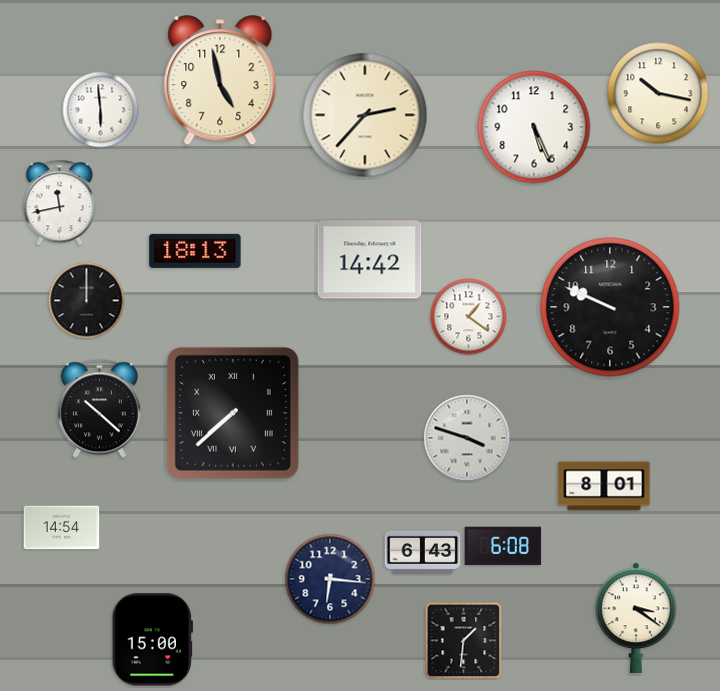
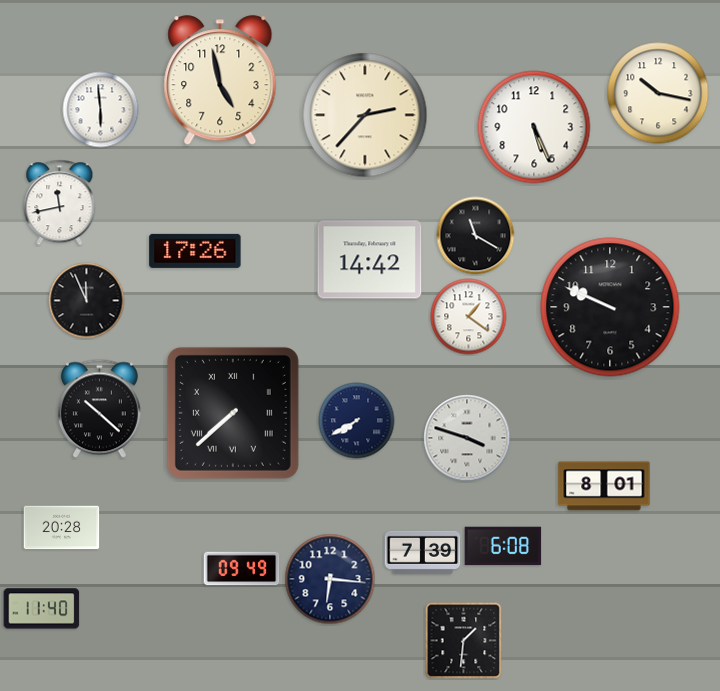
clock at (476, 236): none -> 11:20
clock at (195, 251): 18:13 -> 17:26
clock at (87, 301): 12:00 -> 11:56
clock at (357, 421): none -> 7:40
clock at (62, 528): 14:54 -> 20:28
clock at (423, 552): 6:43 -> 7:39
clock at (242, 569): none -> 09:49
clock at (42, 609): none -> 11:40
clock at (636, 618): 3:21 -> none
clock at (152, 640): 15:00 -> none
